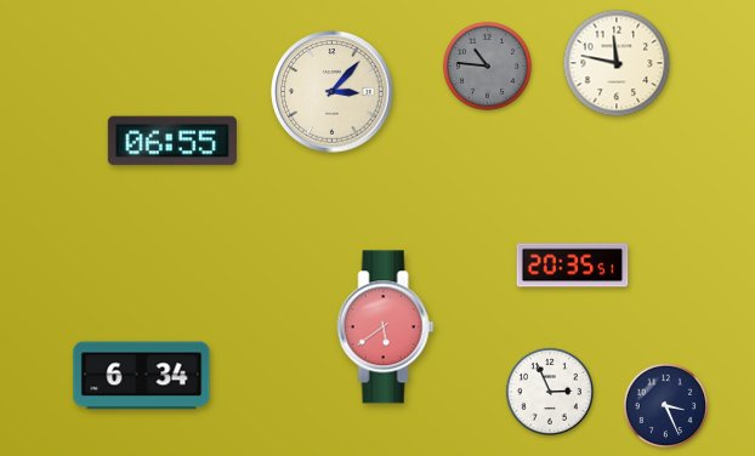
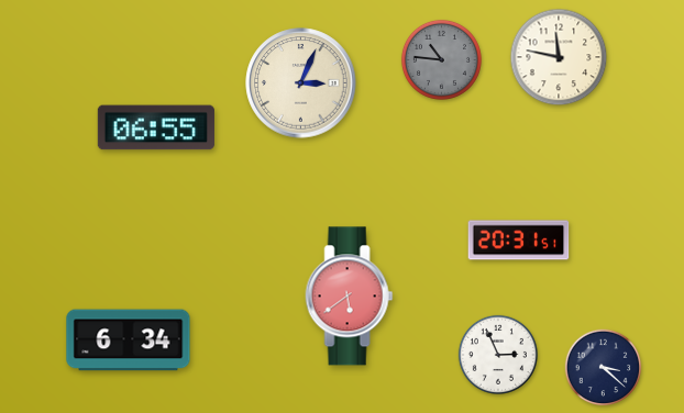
clock at (333, 92): 3:07 -> 3:04
clock at (573, 266): 20:35 -> 20:31
clock at (666, 406): 3:26 -> 3:22
